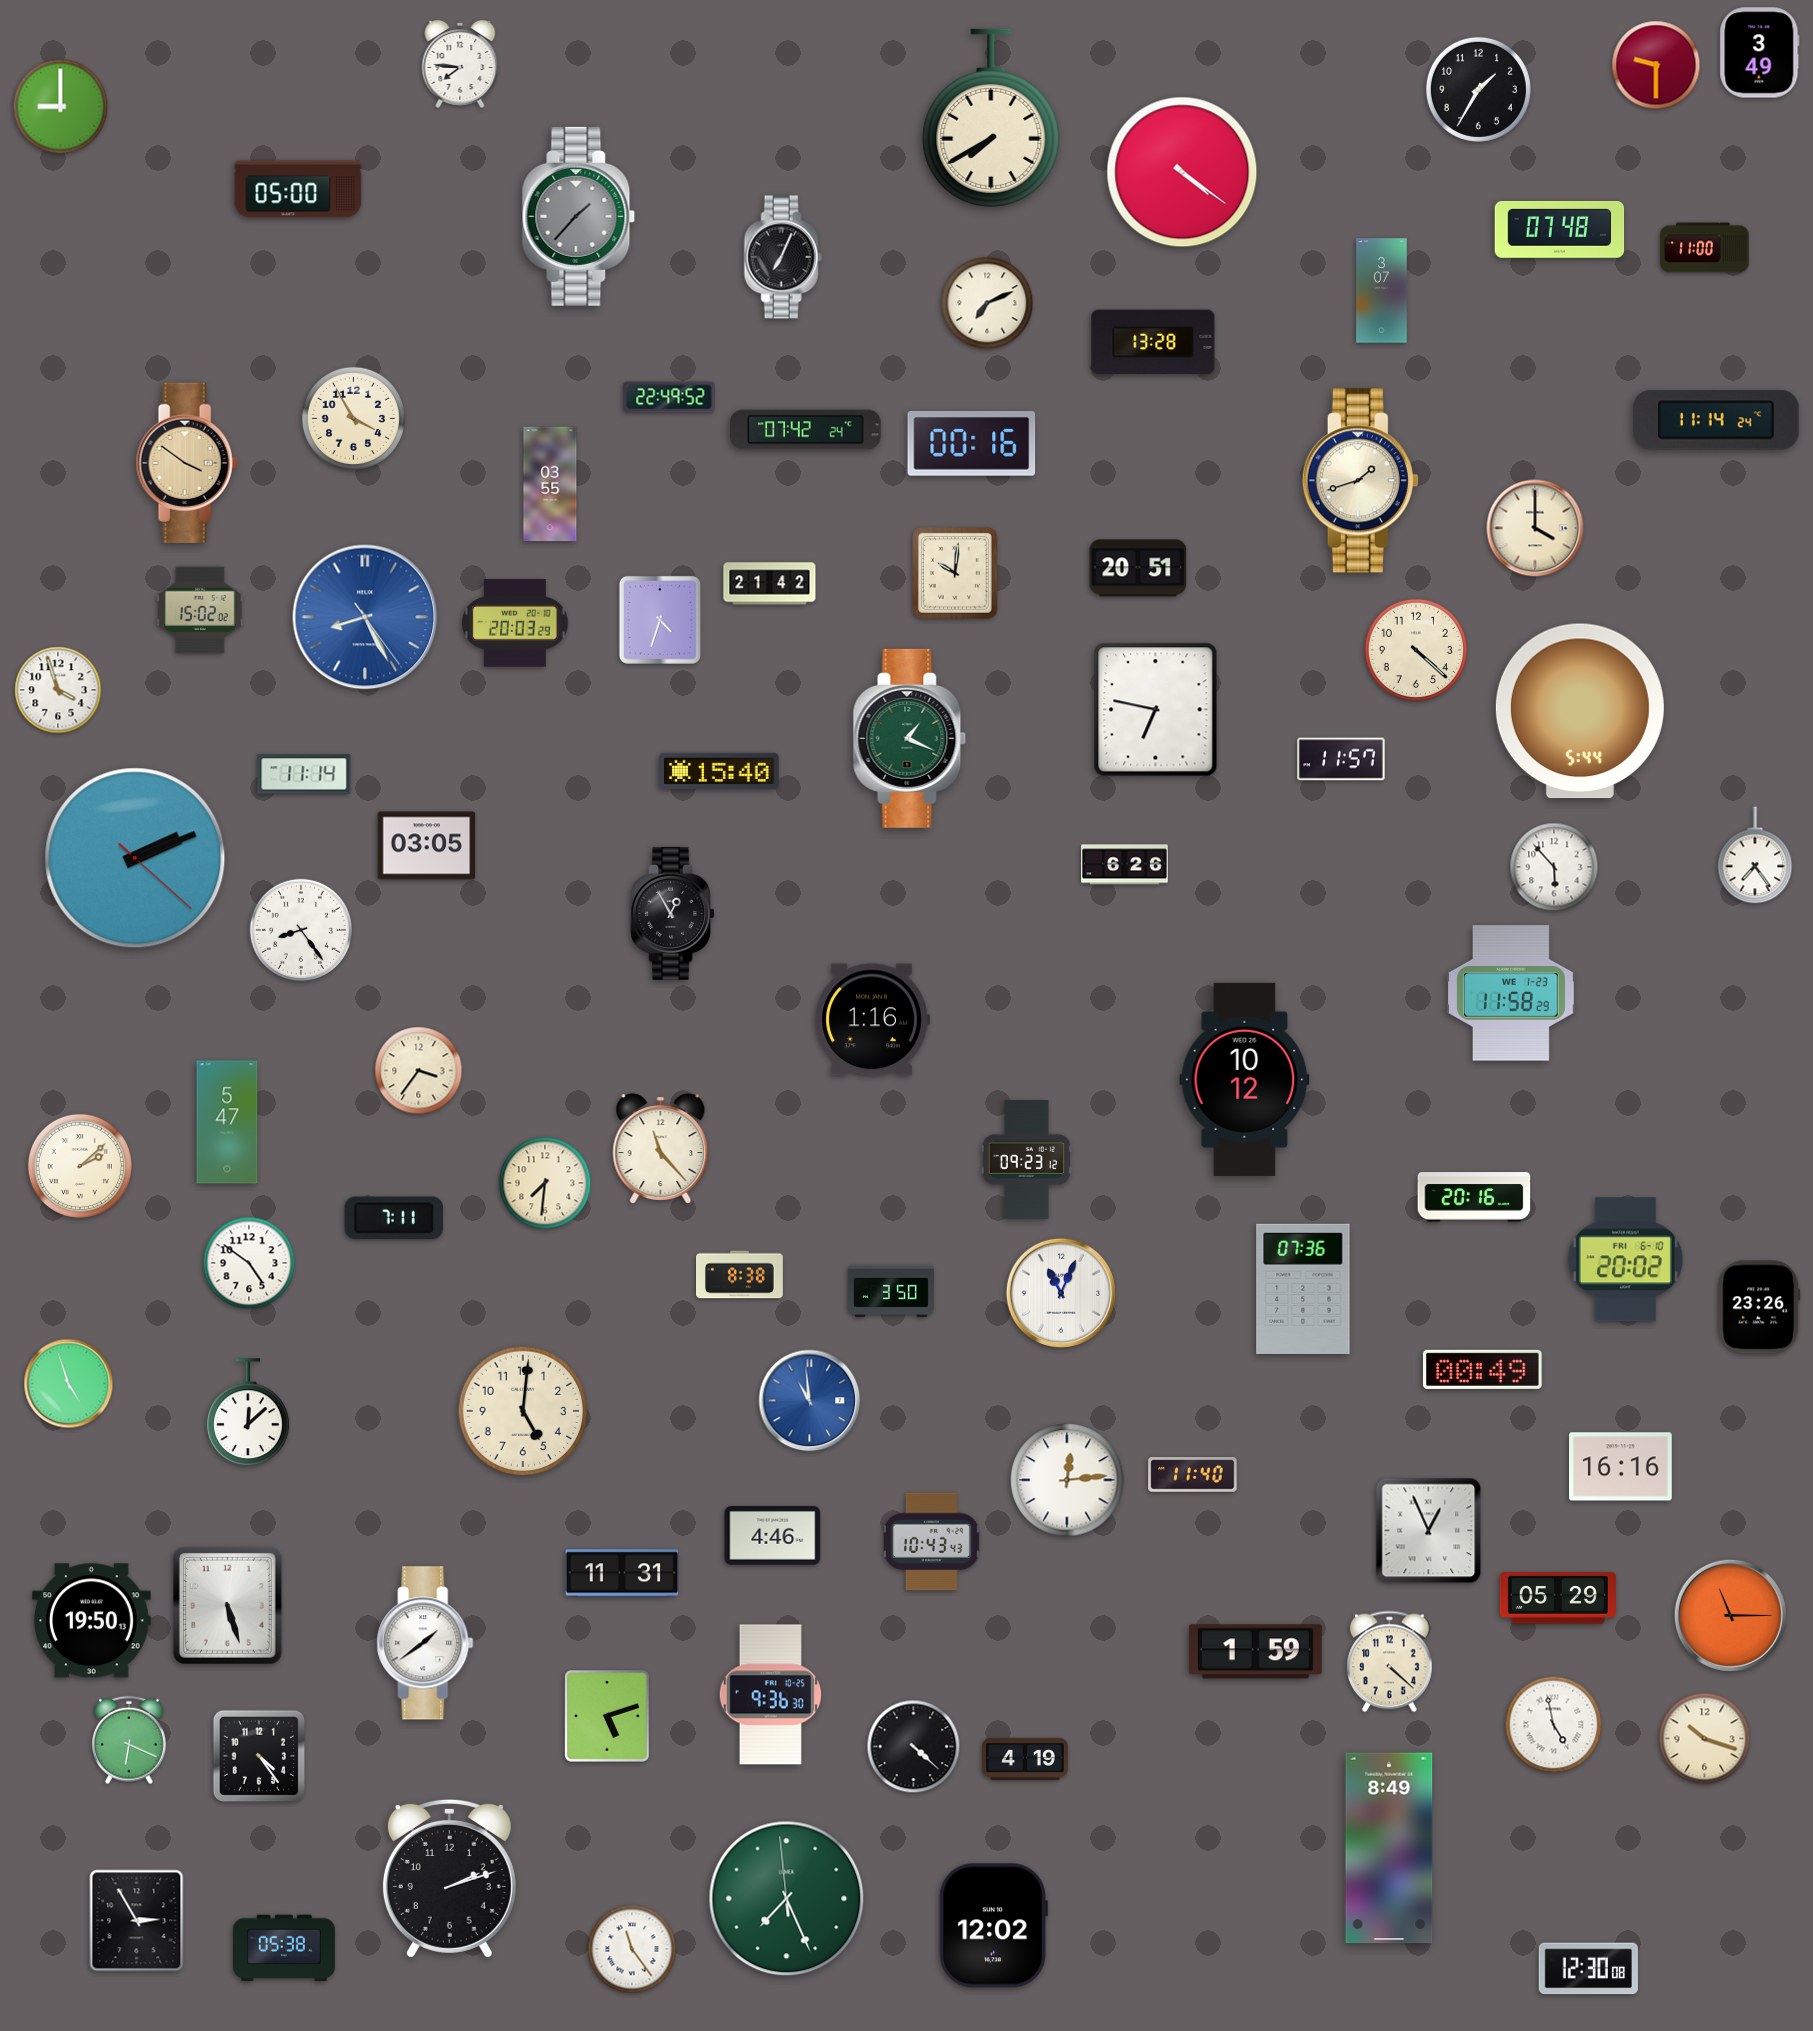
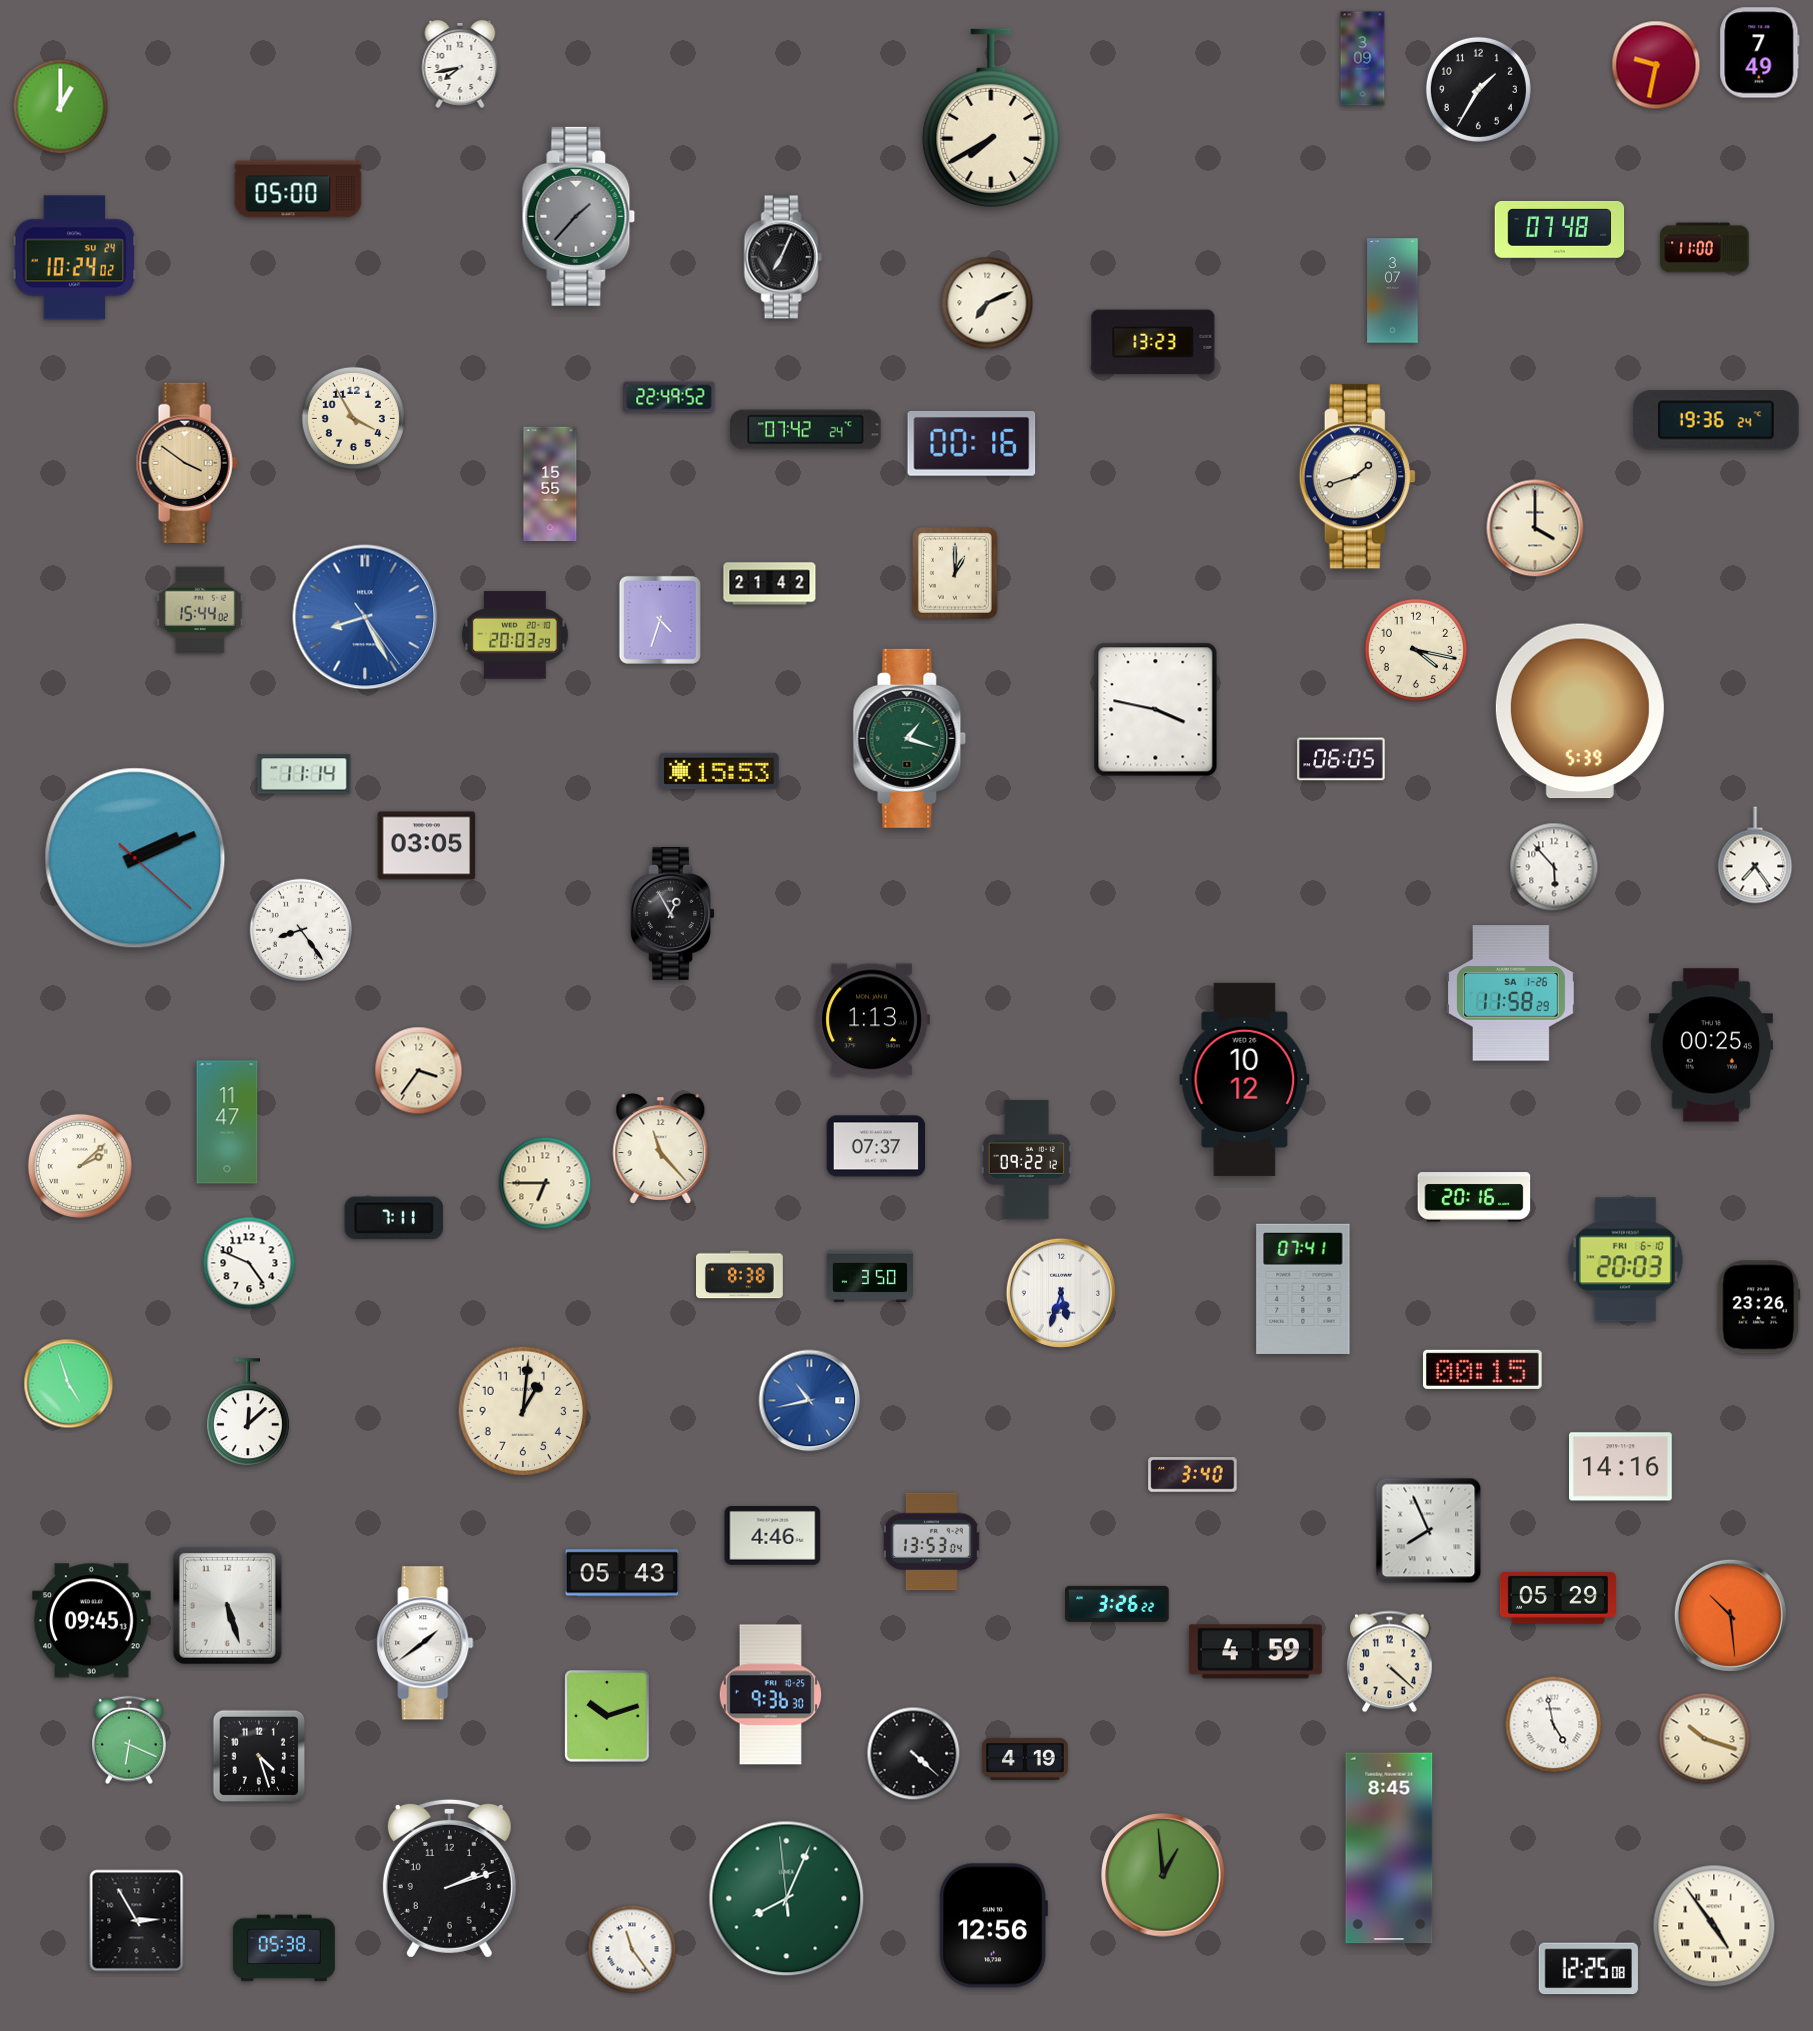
clock at (1760, 53): 3:49 -> 7:49
clock at (1363, 59): none -> 3:09
clock at (460, 64): 7:46 -> 7:43
clock at (1656, 65): 9:30 -> 9:32
clock at (61, 107): 9:00 -> 1:00
clock at (1182, 172): 4:21 -> none
clock at (75, 258): none -> 10:24
clock at (1382, 291) position: (1382, 291) -> (1393, 291)
clock at (1153, 342): 13:28 -> 13:23
clock at (1716, 420): 11:14 -> 19:36
clock at (1360, 481) position: (1360, 481) -> (1357, 477)
clock at (550, 484): 03:55 -> 15:55
clock at (1138, 568): 20:51 -> none
clock at (956, 574): 10:01 -> 1:00
clock at (200, 610): 15:02 -> 15:44
clock at (515, 623) position: (515, 623) -> (515, 635)
clock at (1415, 649): 4:22 -> 4:17
clock at (58, 690): 3:57 -> none
clock at (1156, 710): 6:47 -> 3:47
clock at (1580, 711): 5:44 -> 5:39
clock at (910, 738): 1:19 -> 1:18
clock at (1341, 759): 11:57 -> 06:05
clock at (719, 771): 15:40 -> 15:53
clock at (1125, 865): 6:26 -> none
clock at (1512, 993) date: WE 1-23 -> SA 1-26
clock at (872, 1020): 1:16 -> 1:13
clock at (1711, 1045): none -> 00:25
clock at (227, 1122): 5:47 -> 11:47
clock at (876, 1146): none -> 07:37
clock at (1026, 1160): 09:23 -> 09:22
clock at (545, 1183): 7:31 -> 6:45
clock at (1625, 1260): 20:02 -> 20:03
clock at (249, 1263): 4:51 -> 4:49
clock at (1303, 1289): 07:36 -> 07:41
clock at (891, 1291) position: (891, 1291) -> (870, 1276)
clock at (1061, 1293): 11:04 -> 5:33
clock at (1483, 1369): 00:49 -> 00:15
clock at (810, 1401): 10:59 -> 10:43
clock at (523, 1411): 5:01 -> 1:01
clock at (1621, 1467): 16:16 -> 14:16
clock at (1193, 1475): 11:40 -> 3:40
clock at (1067, 1480): 12:14 -> none
clock at (1429, 1531): 12:56 -> 7:56
clock at (932, 1542): 10:43 -> 13:53
clock at (622, 1573): 11:31 -> 05:43
clock at (1117, 1604): none -> 3:26
clock at (1730, 1615): 11:15 -> 10:29
clock at (92, 1621): 19:50 -> 09:45
clock at (1255, 1652): 1:59 -> 4:59
clock at (607, 1716): 5:12 -> 10:12
clock at (914, 1747) position: (914, 1747) -> (914, 1754)
clock at (259, 1756): 4:24 -> 4:27
clock at (1389, 1848): 8:49 -> 8:45
clock at (1163, 1875): none -> 12:59
clock at (787, 1899): 7:25 -> 8:03
clock at (993, 1926): 12:02 -> 12:56
clock at (1714, 1926): none -> 4:54
clock at (1588, 1969): 12:30 -> 12:25
